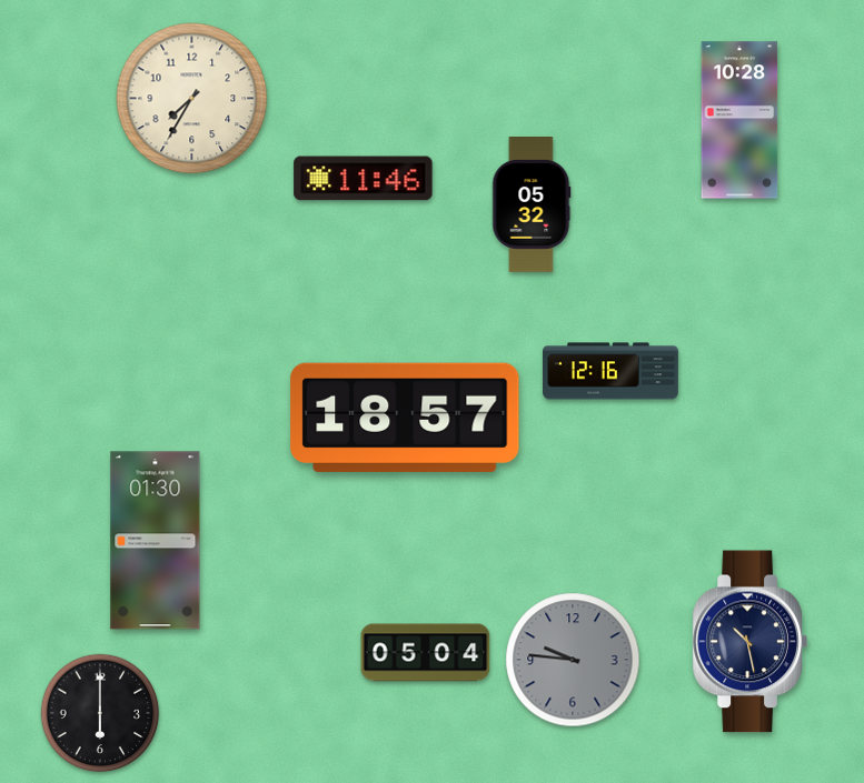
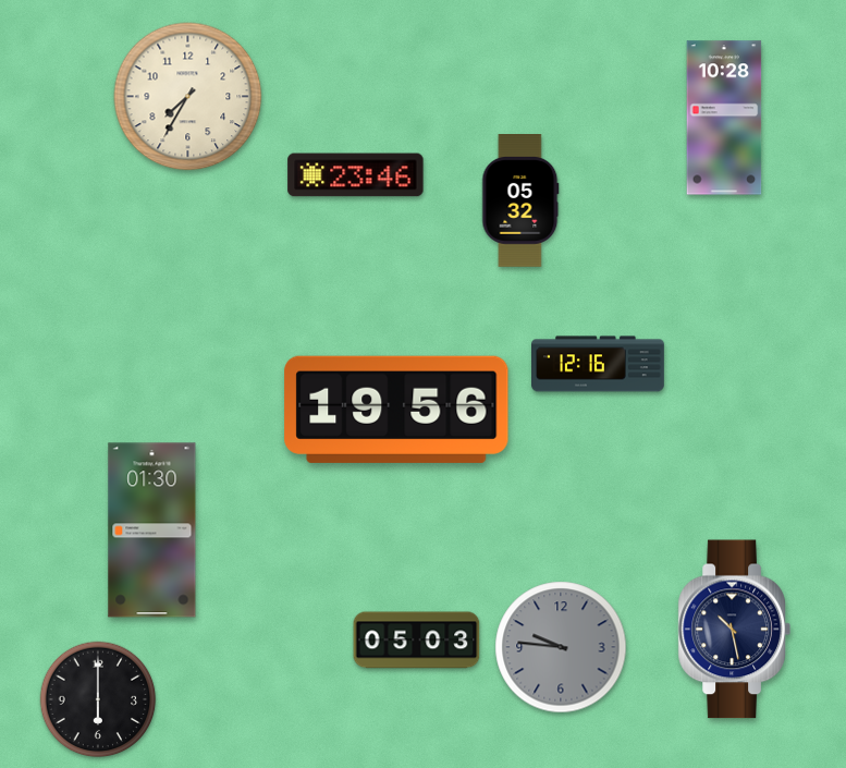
clock at (364, 179): 11:46 -> 23:46
clock at (405, 418): 18:57 -> 19:56
clock at (426, 653): 05:04 -> 05:03
